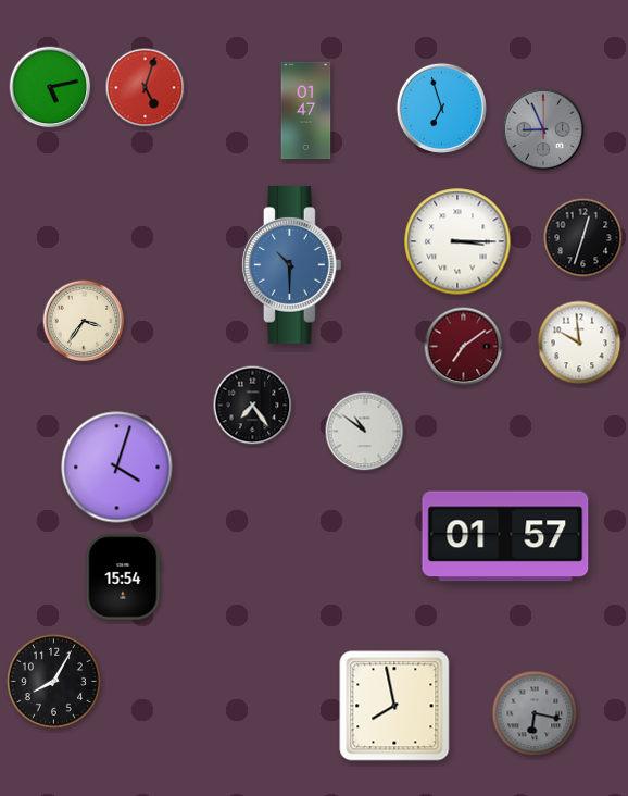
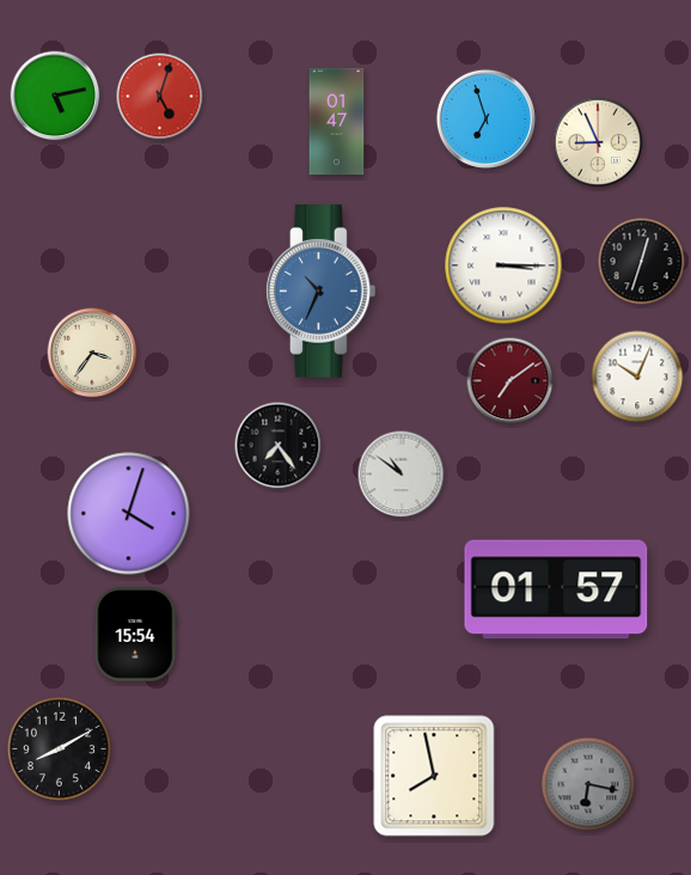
clock at (543, 129) dial: grey -> cream
clock at (291, 265): 10:30 -> 10:34
clock at (579, 343): 9:59 -> 10:04
clock at (53, 681): 8:05 -> 8:10
